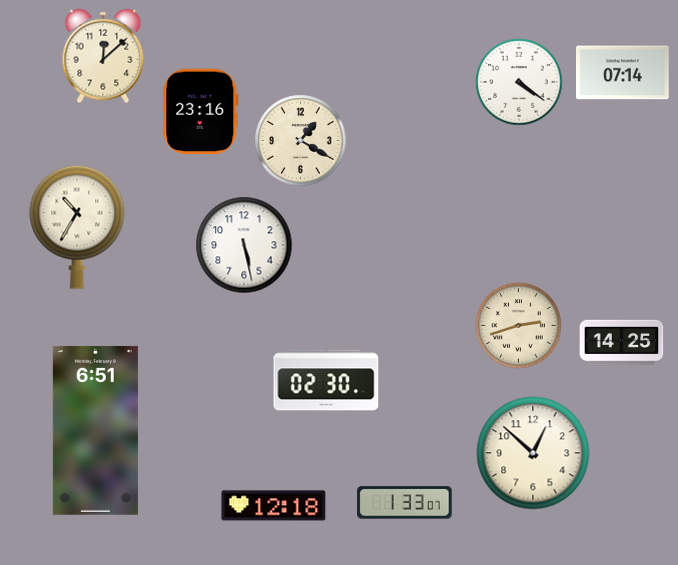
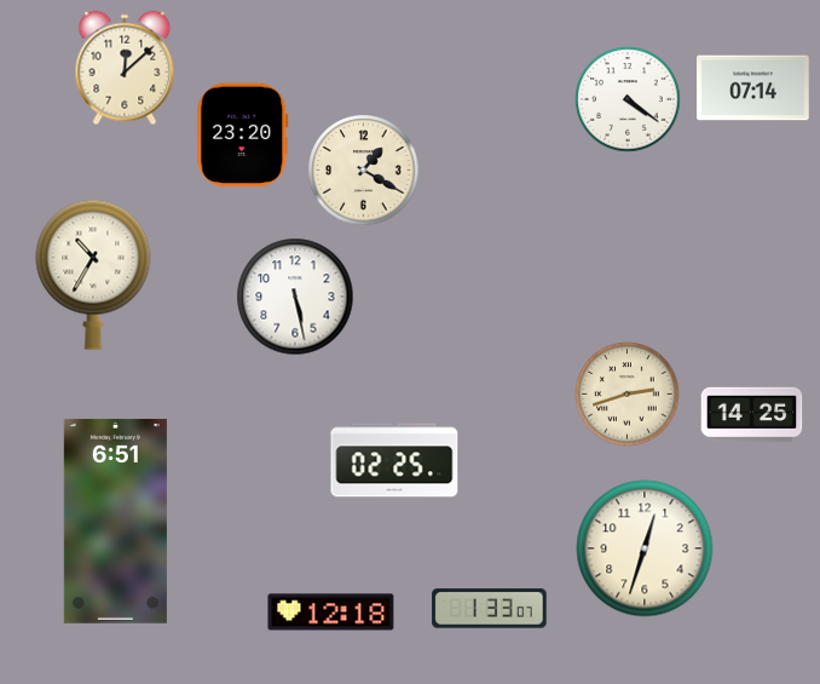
clock at (201, 112): 23:16 -> 23:20
clock at (326, 380): 02:30 -> 02:25
clock at (533, 453): 12:52 -> 12:33
